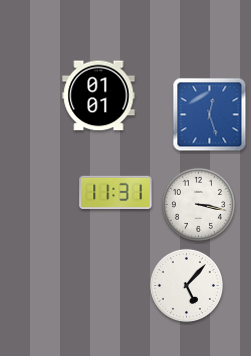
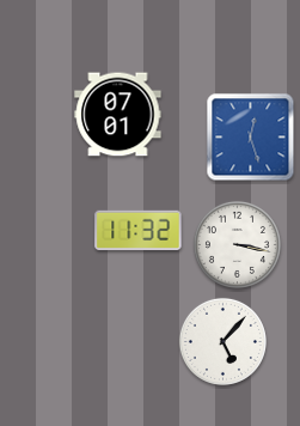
clock at (99, 96): 01:01 -> 07:01
clock at (116, 193): 11:31 -> 11:32
